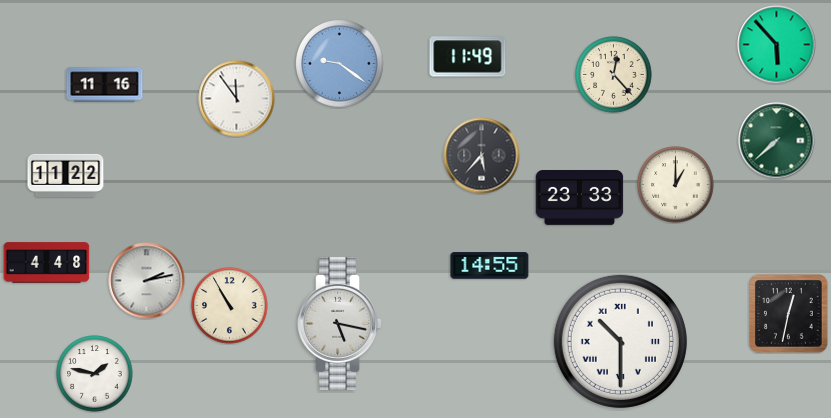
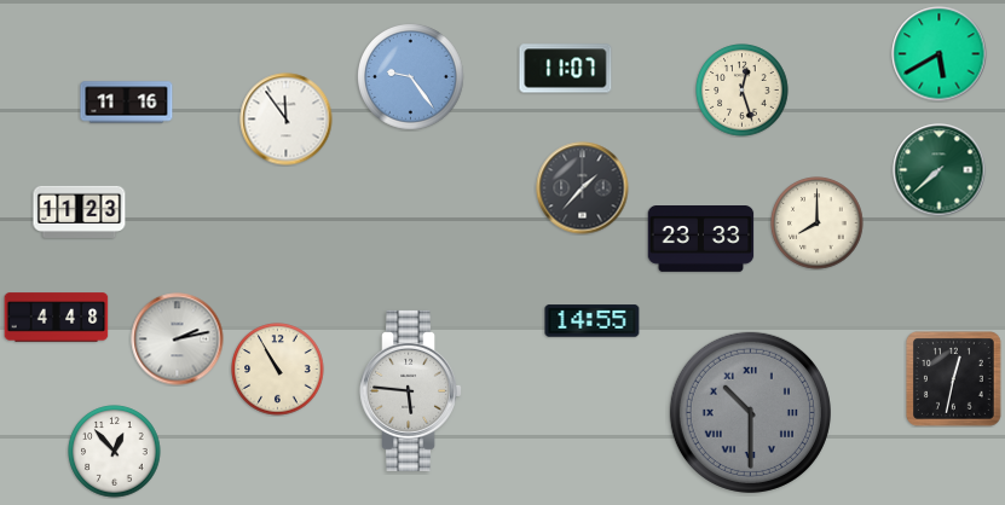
clock at (777, 45): 5:53 -> 5:40
clock at (468, 57): 11:49 -> 11:07
clock at (340, 64): 9:21 -> 9:24
clock at (614, 75): 12:23 -> 12:27
clock at (482, 156): 5:37 -> 1:37
clock at (66, 175): 11:22 -> 11:23
clock at (676, 185): 1:00 -> 8:00
clock at (340, 323): 5:17 -> 5:46
clock at (620, 341) dial: white -> grey
clock at (95, 374): 1:47 -> 12:53
